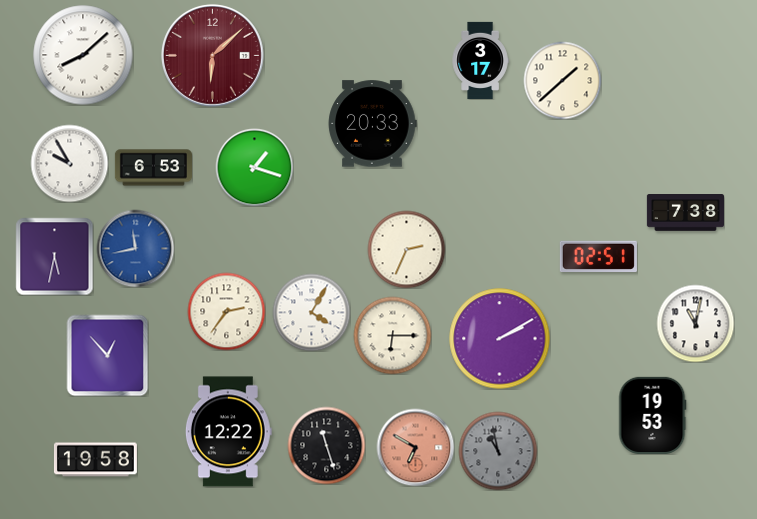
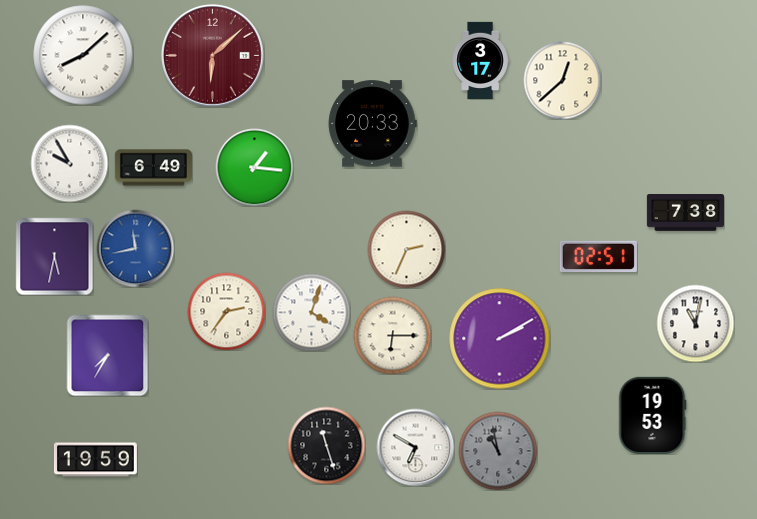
clock at (562, 80): 1:38 -> 12:38
clock at (254, 167): 1:18 -> 1:16
clock at (153, 168): 6:53 -> 6:49
clock at (311, 312): 4:05 -> 4:03
clock at (107, 355): 12:53 -> 7:35
clock at (228, 432): 12:22 -> none
clock at (415, 447) dial: salmon -> white
clock at (95, 460): 19:58 -> 19:59
